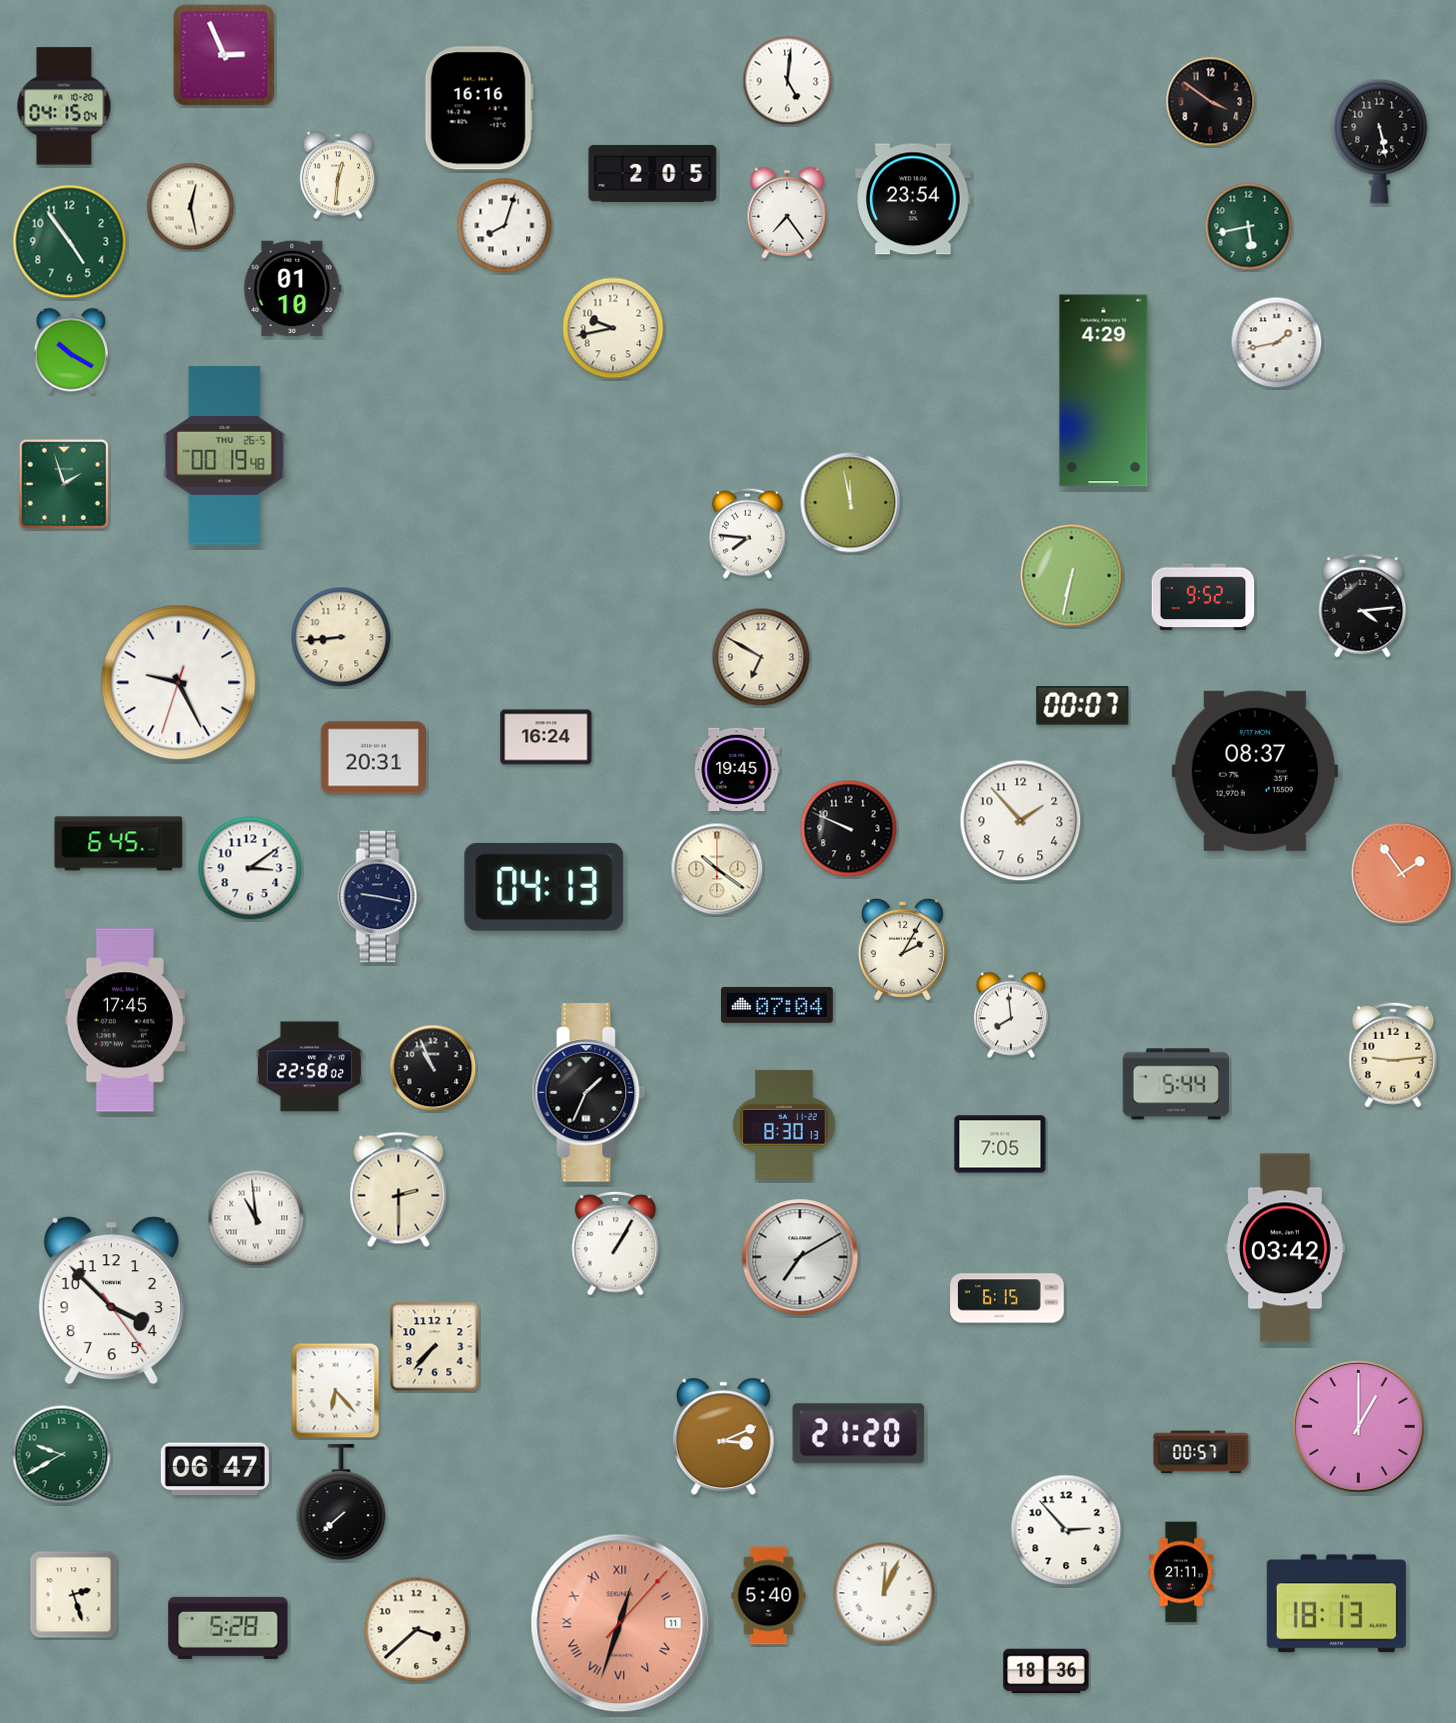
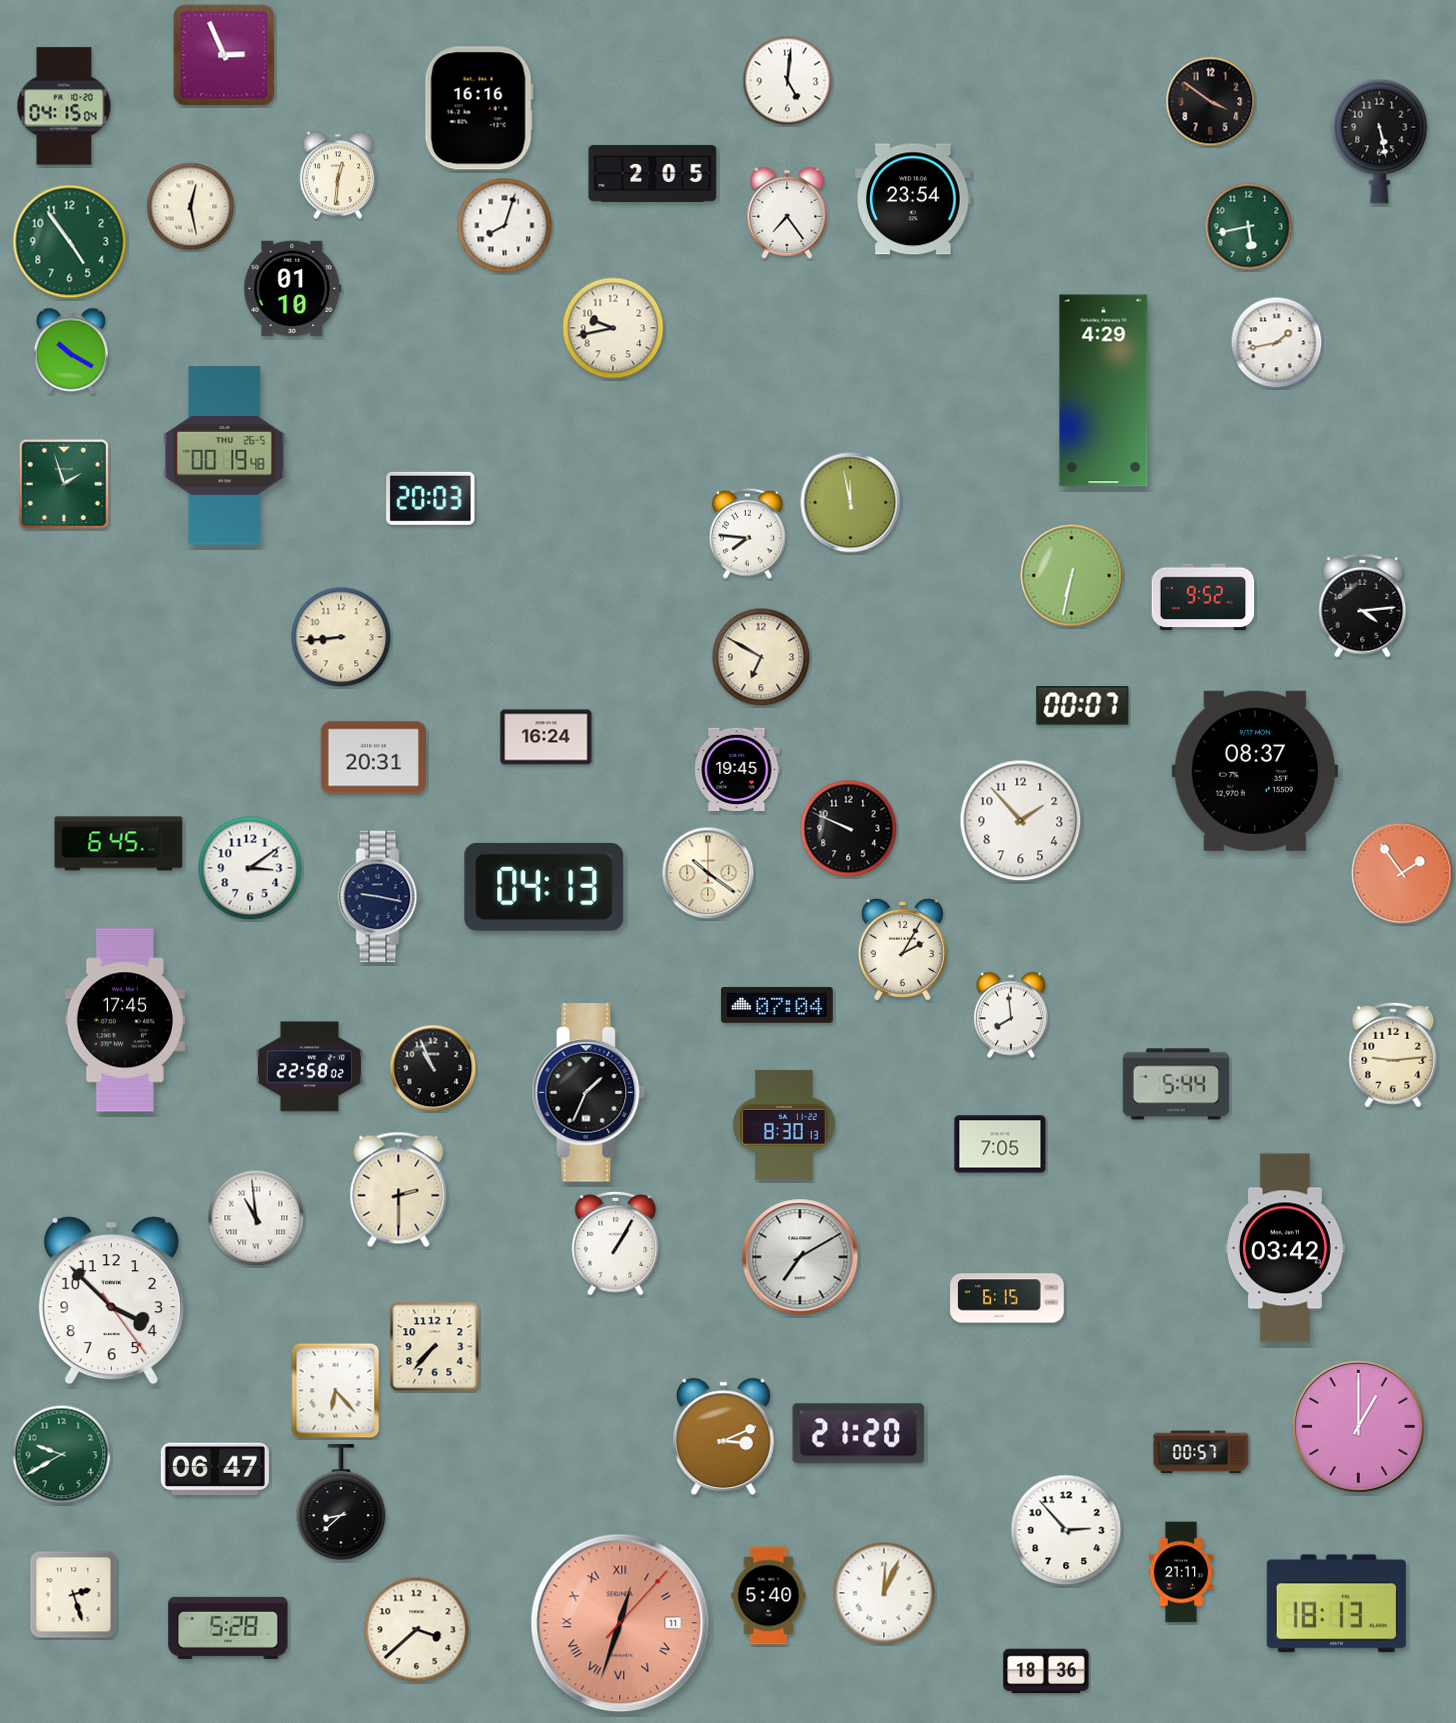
clock at (431, 498): none -> 20:03
clock at (179, 683): 9:25 -> none
clock at (717, 869) position: (717, 869) -> (708, 873)
clock at (341, 1502): 7:38 -> 8:38
